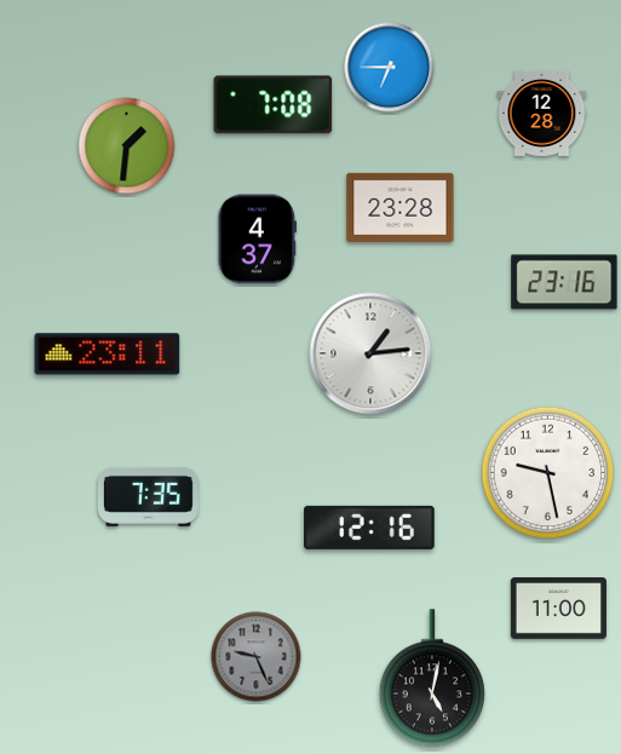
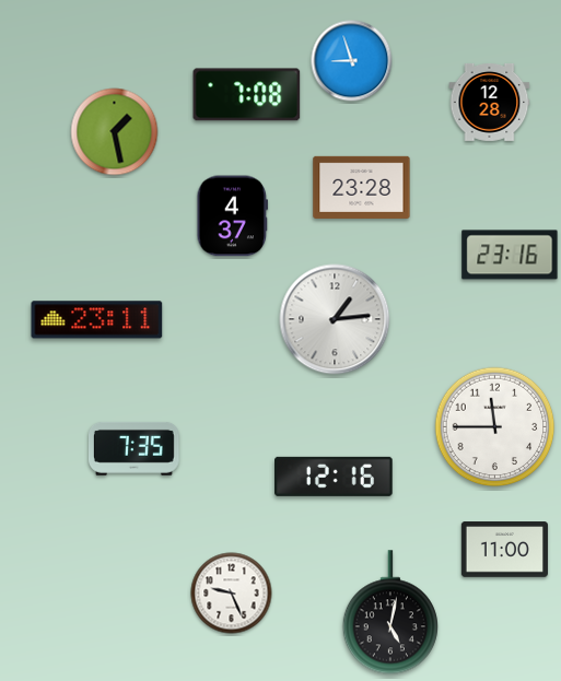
clock at (390, 68): 6:45 -> 8:57
clock at (127, 146): 1:31 -> 1:28
clock at (548, 473): 9:28 -> 11:45
clock at (257, 657) dial: grey -> white
